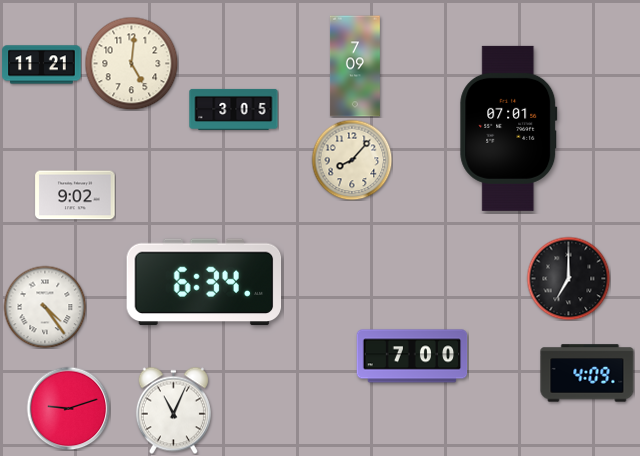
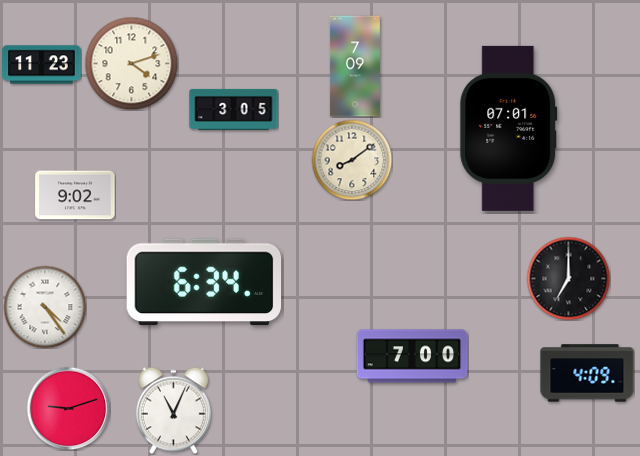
clock at (131, 63): 5:01 -> 4:12
clock at (42, 65): 11:21 -> 11:23
clock at (352, 160): 8:07 -> 8:09
